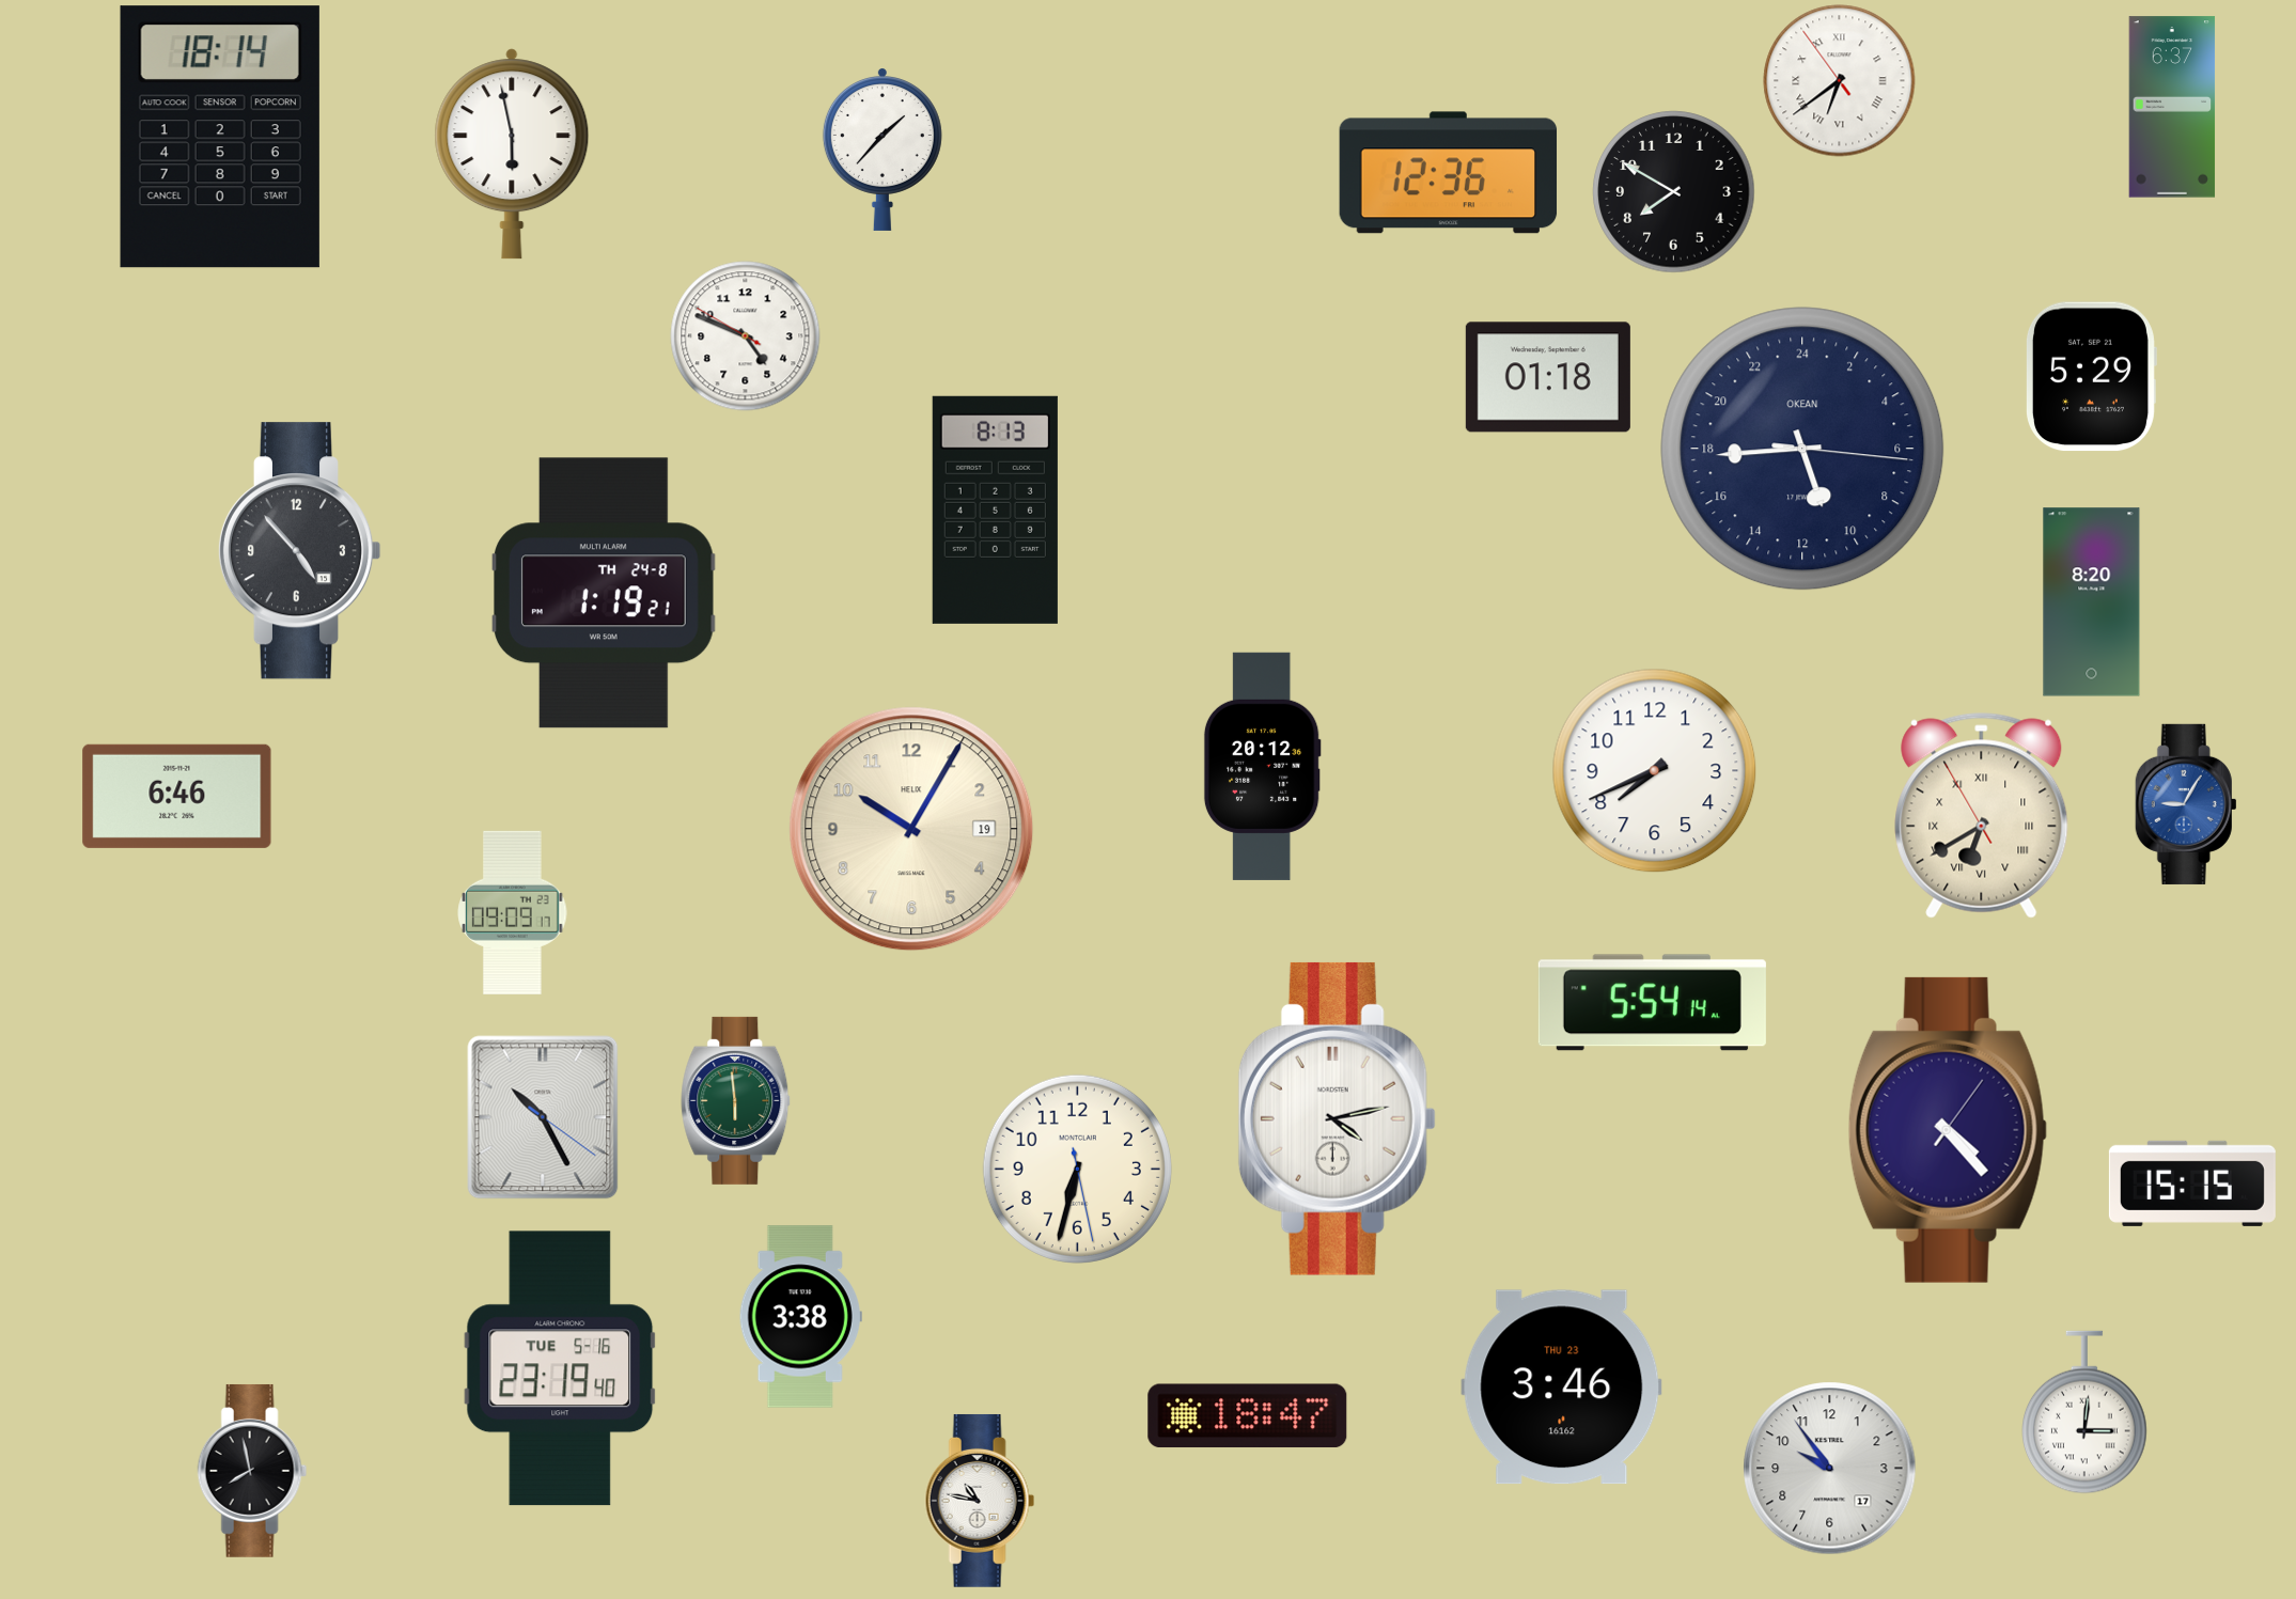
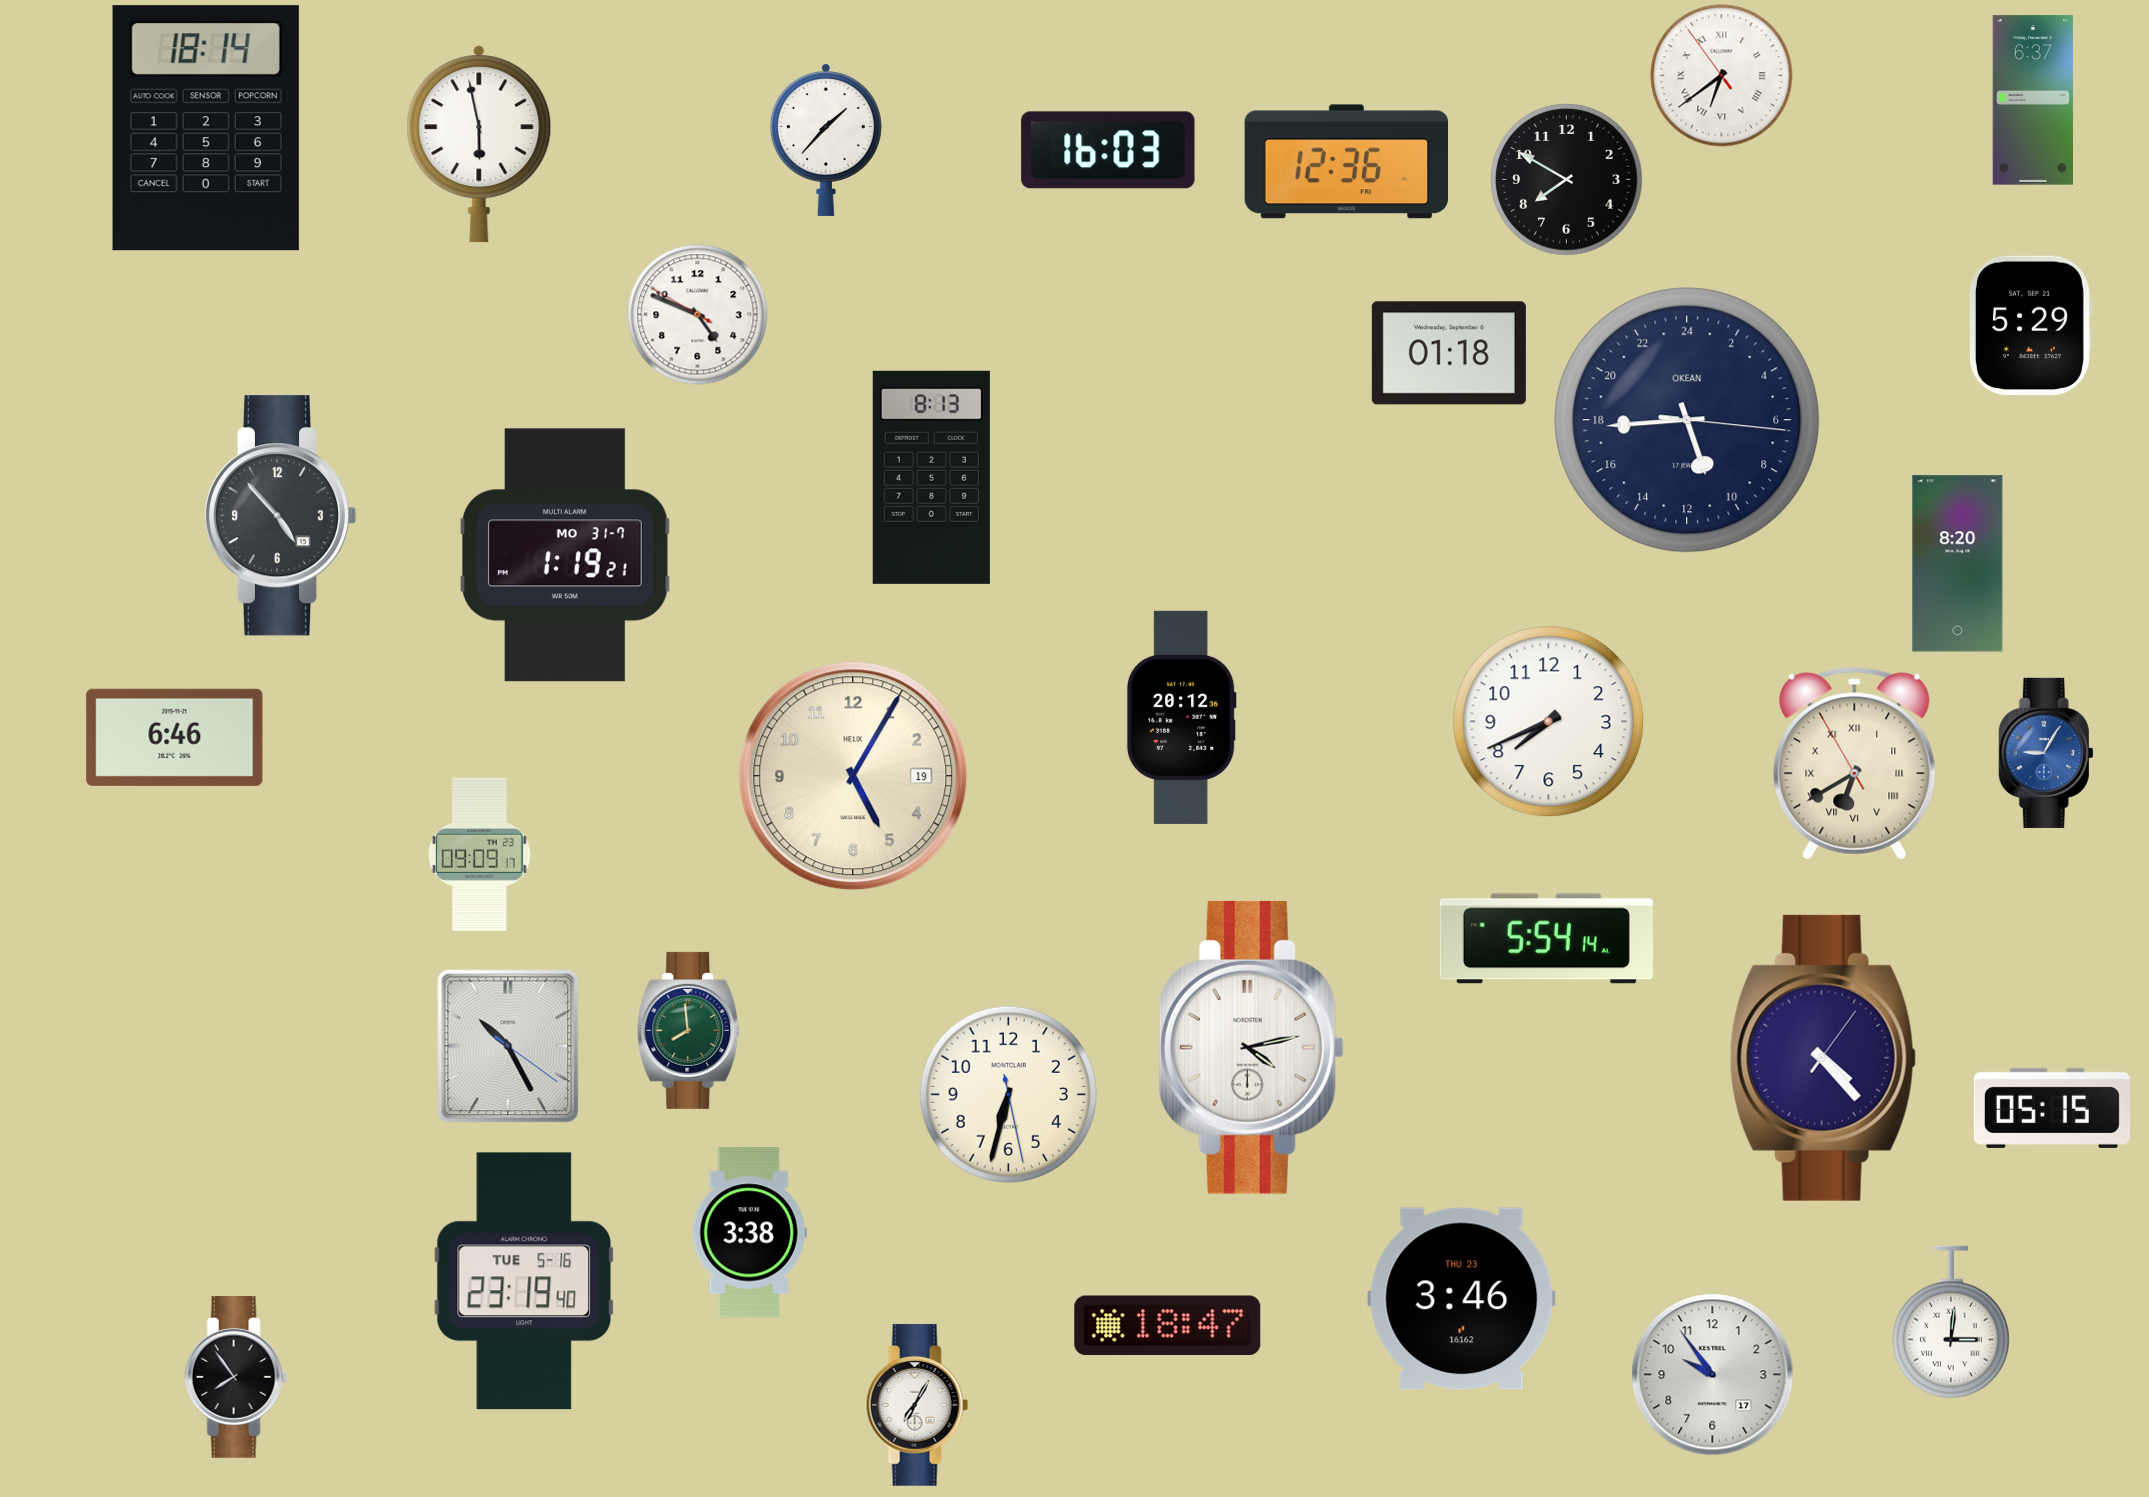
clock at (1108, 150): none -> 16:03
clock at (1449, 173) position: (1449, 173) -> (1347, 162)
clock at (2091, 377) position: (2091, 377) -> (2030, 326)
clock at (604, 593) date: TH 24-8 -> MO 31-7
clock at (177, 796) position: (177, 796) -> (175, 737)
clock at (911, 829): 10:05 -> 5:05
clock at (736, 1100): 5:59 -> 7:59
clock at (2192, 1183): 15:15 -> 05:15
clock at (252, 1471): 7:58 -> 7:54
clock at (980, 1501): 10:47 -> 7:05
